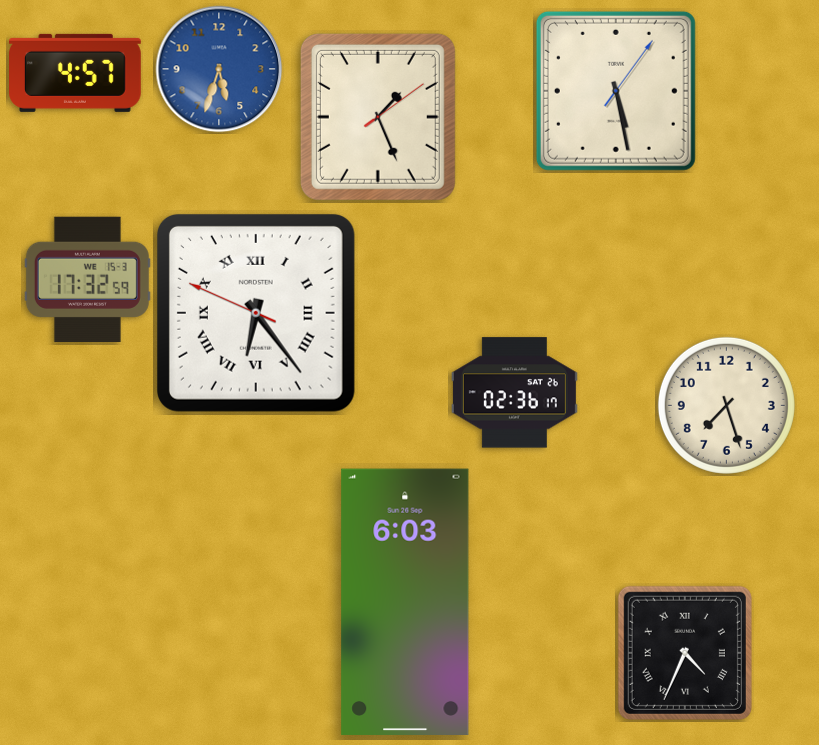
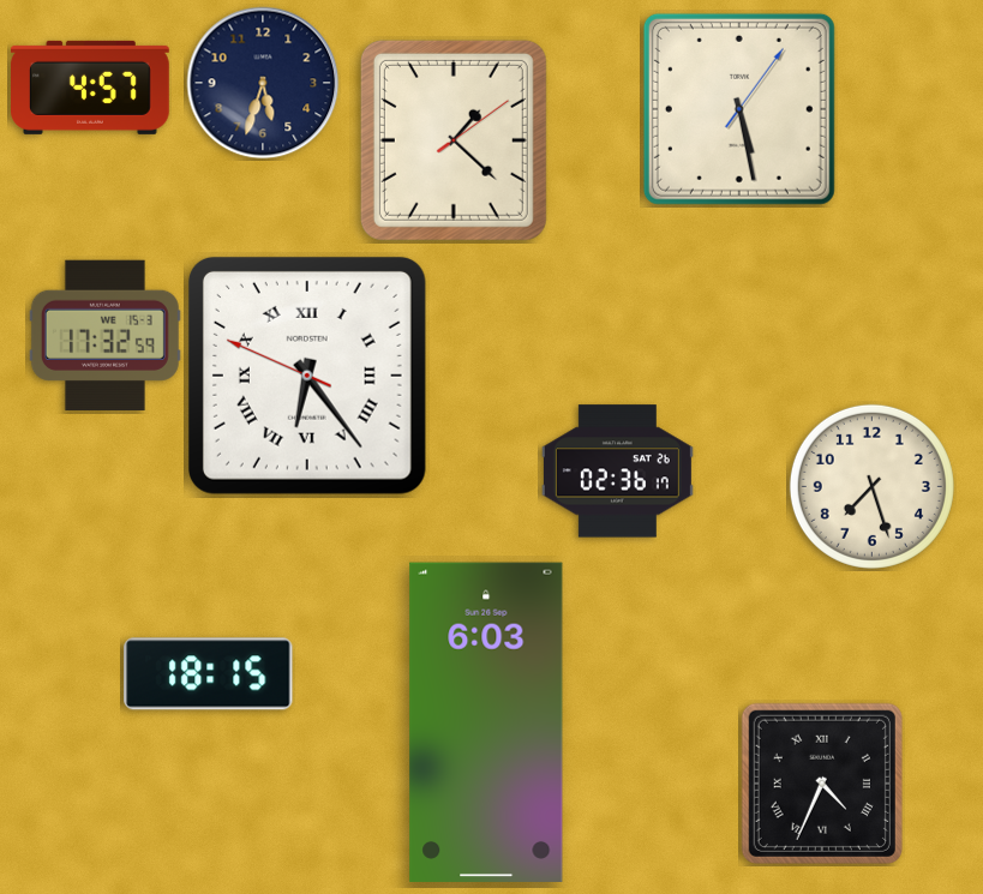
clock at (219, 69) dial: blue -> navy
clock at (378, 117): 1:26 -> 1:22
clock at (209, 674): none -> 18:15
